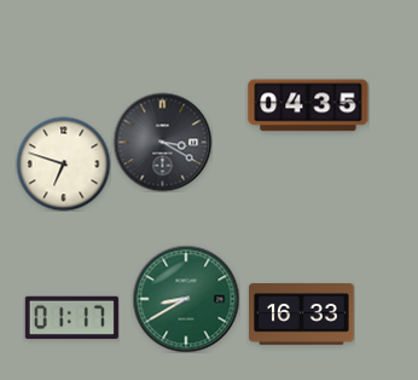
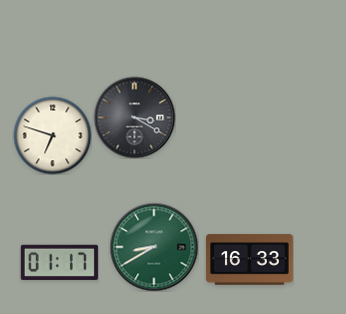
clock at (308, 105): 04:35 -> none
